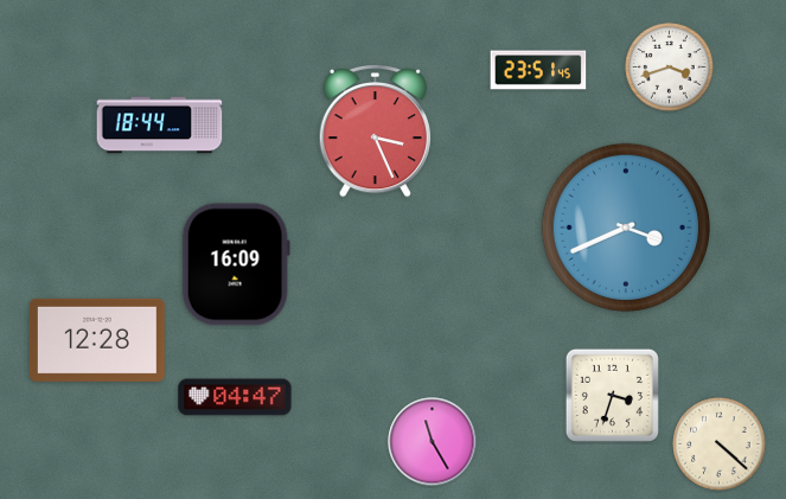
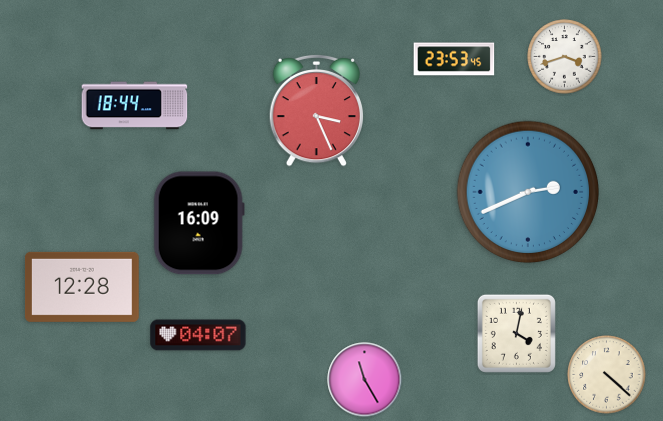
clock at (538, 70): 23:51 -> 23:53
clock at (626, 228): 3:41 -> 2:41
clock at (612, 395): 3:33 -> 4:02
clock at (235, 397): 04:47 -> 04:07
clock at (433, 442) position: (433, 442) -> (365, 380)
